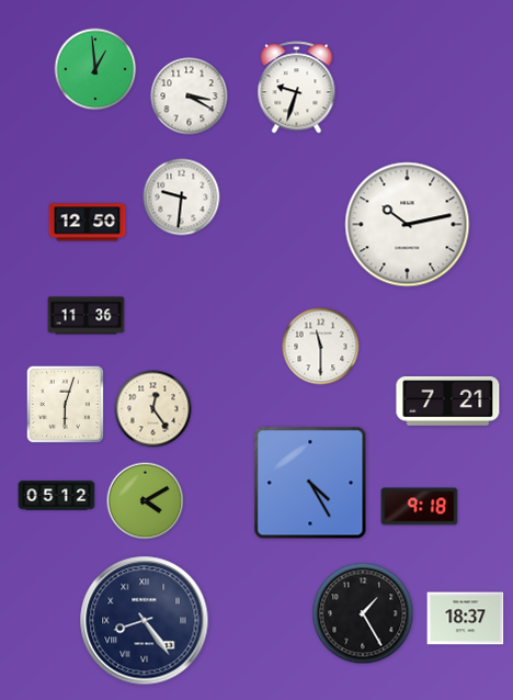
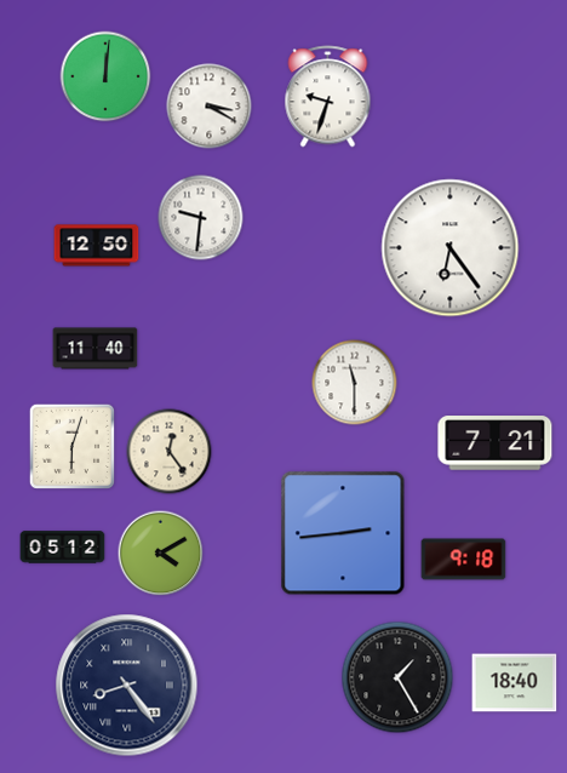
clock at (95, 69): 12:59 -> 12:01
clock at (408, 225): 10:13 -> 6:24
clock at (87, 316): 11:36 -> 11:40
clock at (310, 483): 4:25 -> 2:44
clock at (363, 613) position: (363, 613) -> (397, 677)
clock at (466, 619): 18:37 -> 18:40
clock at (145, 621) position: (145, 621) -> (127, 686)
